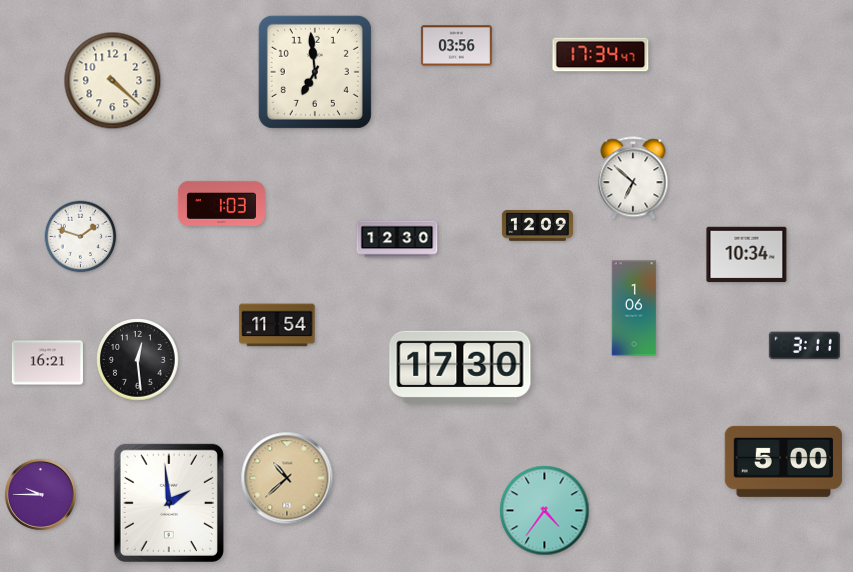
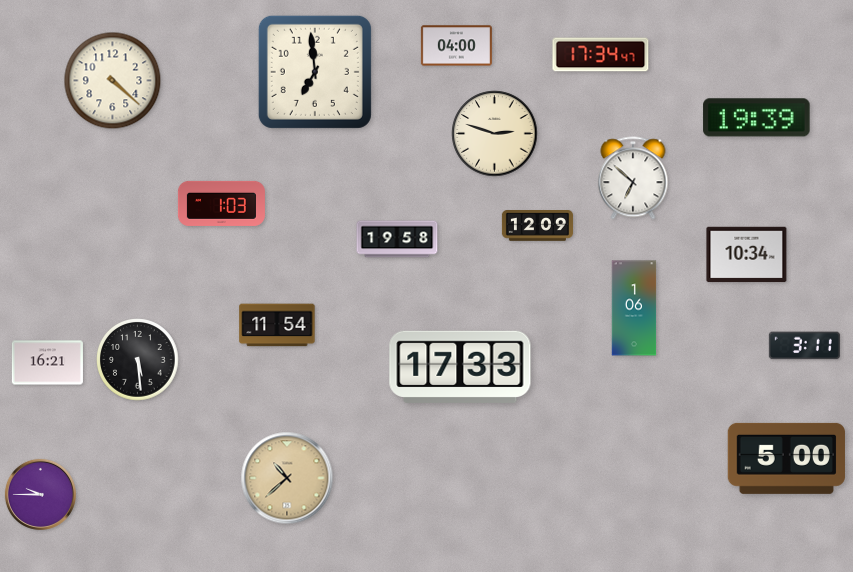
clock at (456, 46): 03:56 -> 04:00
clock at (757, 118): none -> 19:39
clock at (495, 134): none -> 2:48
clock at (81, 237): 1:48 -> none
clock at (397, 239): 12:30 -> 19:58
clock at (138, 360): 12:29 -> 5:29
clock at (460, 367): 17:30 -> 17:33
clock at (783, 461) position: (783, 461) -> (786, 458)
clock at (169, 503): 1:59 -> none
clock at (545, 511): 4:36 -> none
